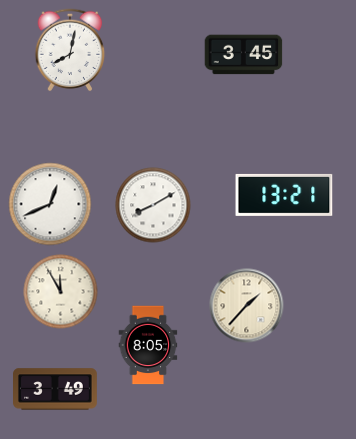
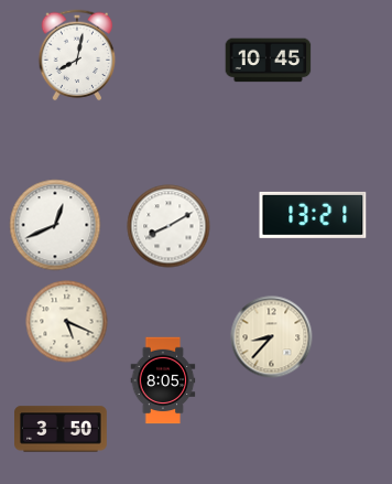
clock at (244, 55): 3:45 -> 10:45
clock at (61, 292): 11:55 -> 5:19
clock at (247, 306): 1:37 -> 8:37
clock at (56, 389): 3:49 -> 3:50
